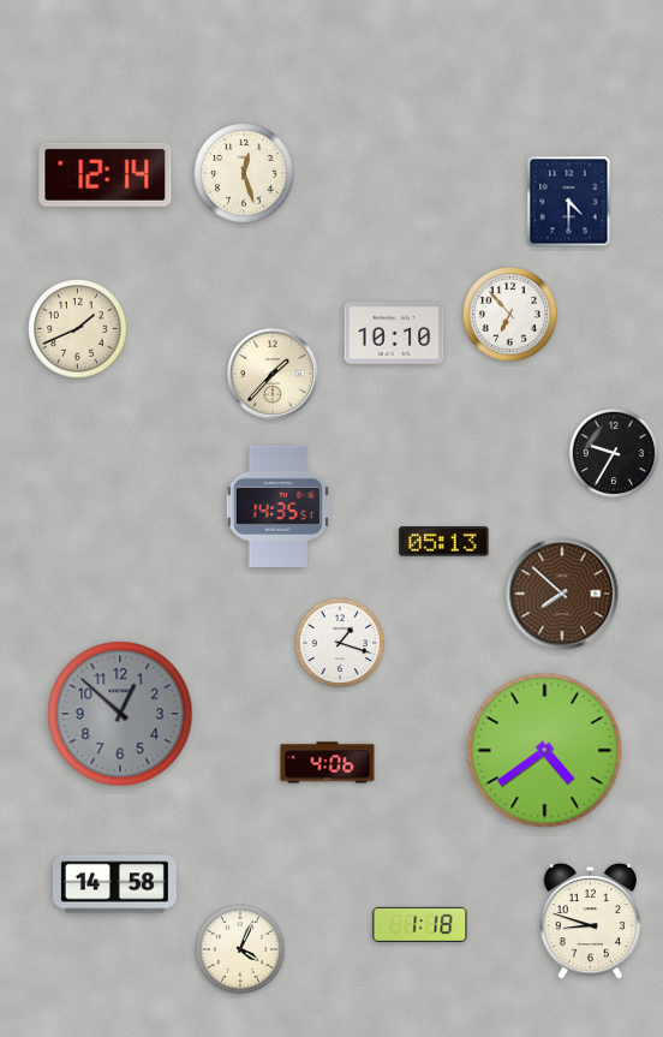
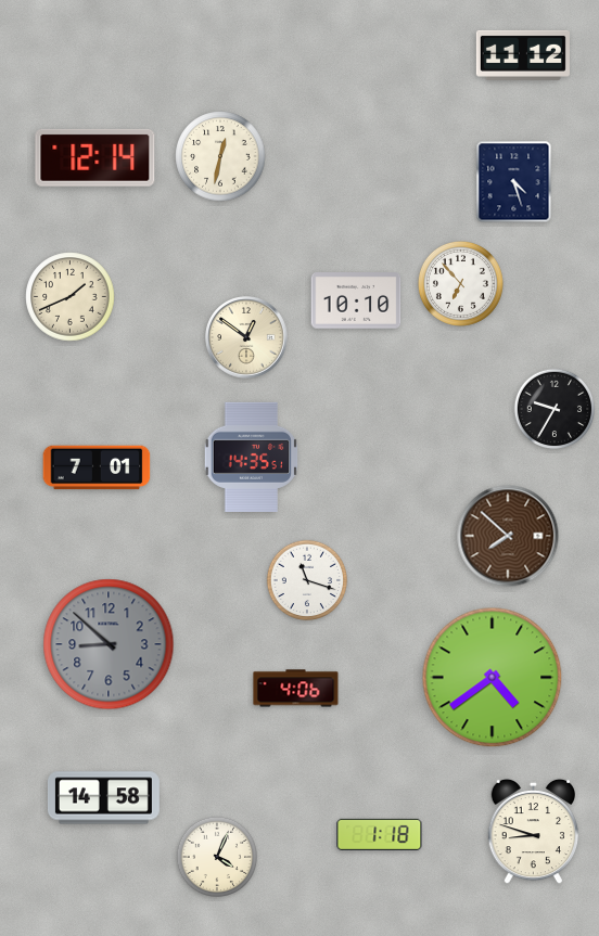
clock at (523, 55): none -> 11:12
clock at (244, 173): 12:27 -> 12:32
clock at (569, 202): 4:30 -> 4:27
clock at (273, 374): 1:37 -> 12:51
clock at (97, 467): none -> 7:01
clock at (444, 542): 05:13 -> none
clock at (340, 643): 1:18 -> 11:18
clock at (120, 714): 12:52 -> 8:52
